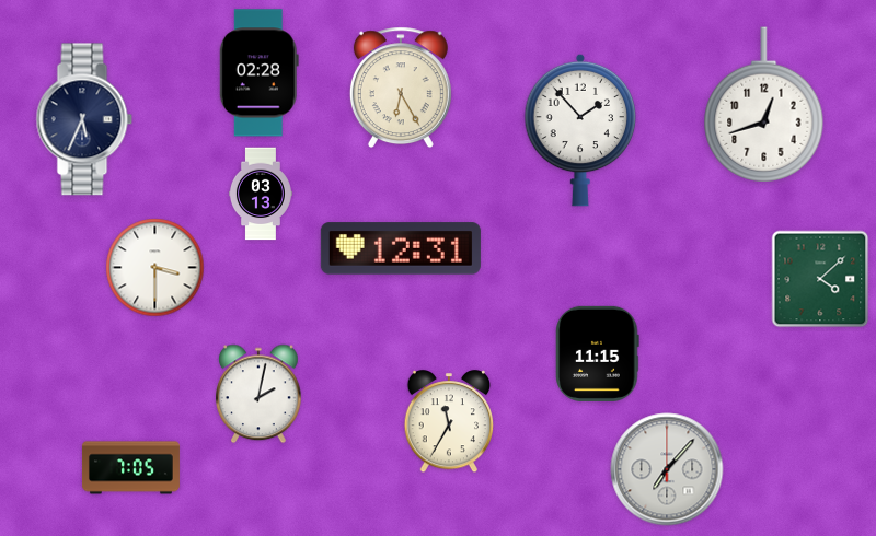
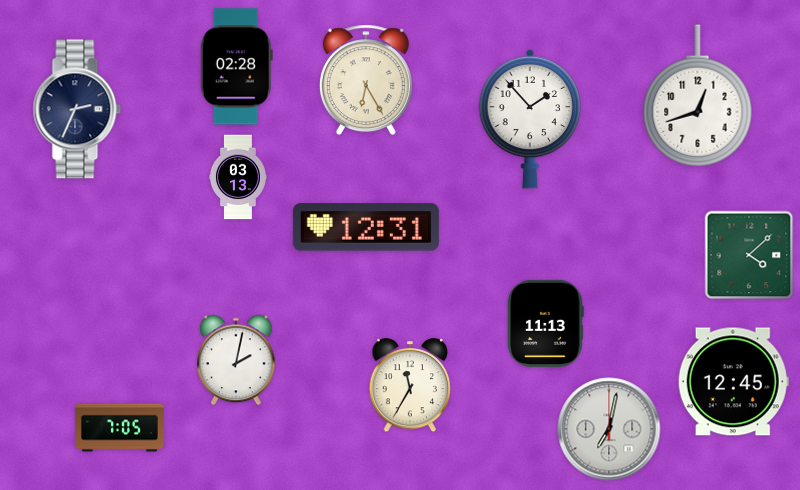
clock at (84, 119): 5:34 -> 2:34
clock at (155, 268): 3:30 -> none
clock at (598, 353): 11:15 -> 11:13
clock at (733, 382): none -> 12:45
clock at (667, 469): 7:07 -> 7:02
